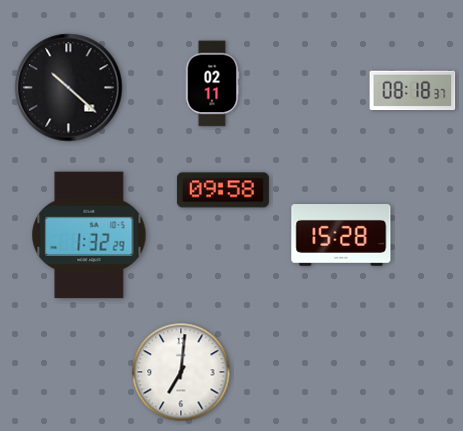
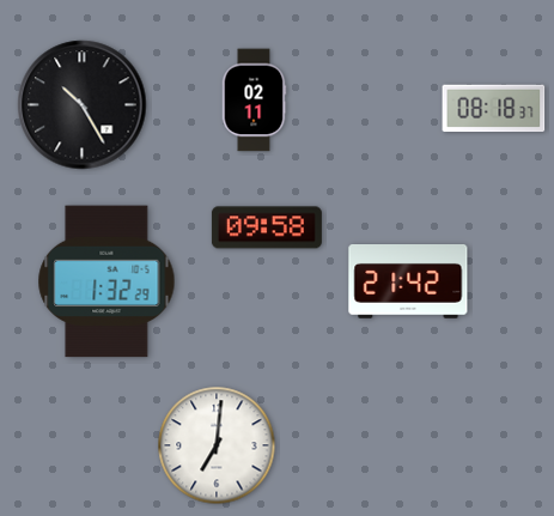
clock at (69, 88): 10:22 -> 10:25
clock at (341, 236): 15:28 -> 21:42
